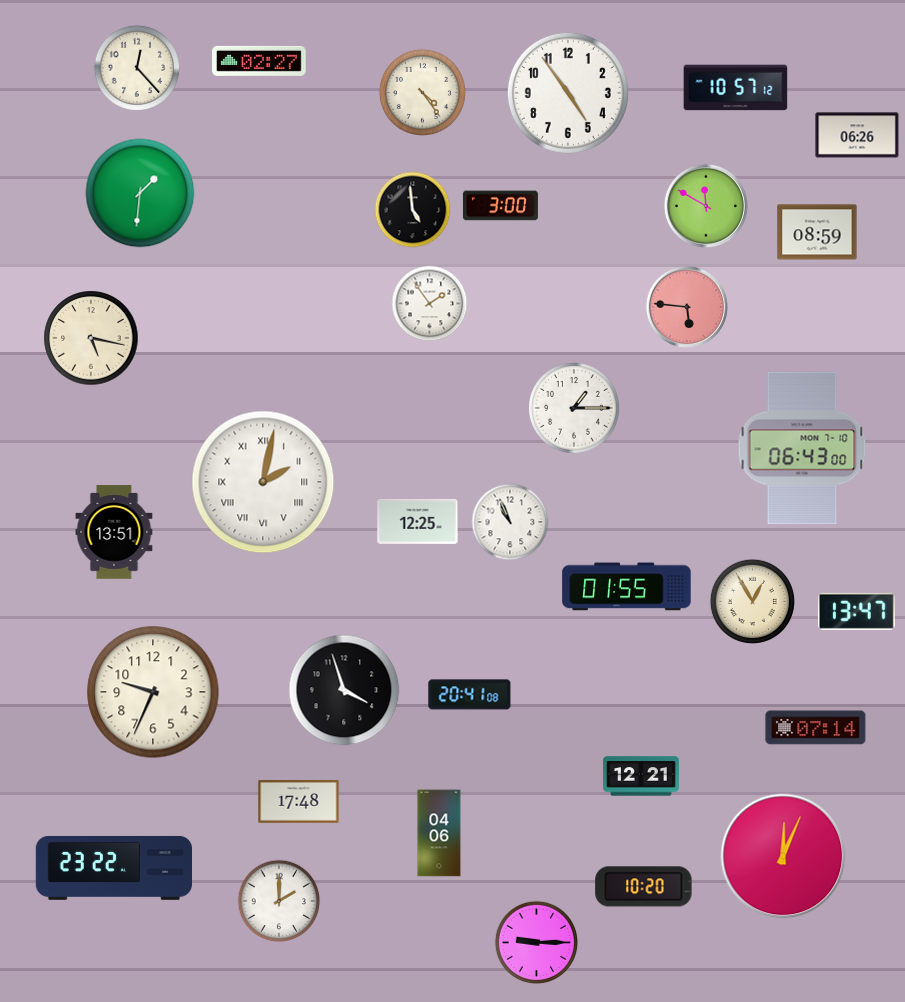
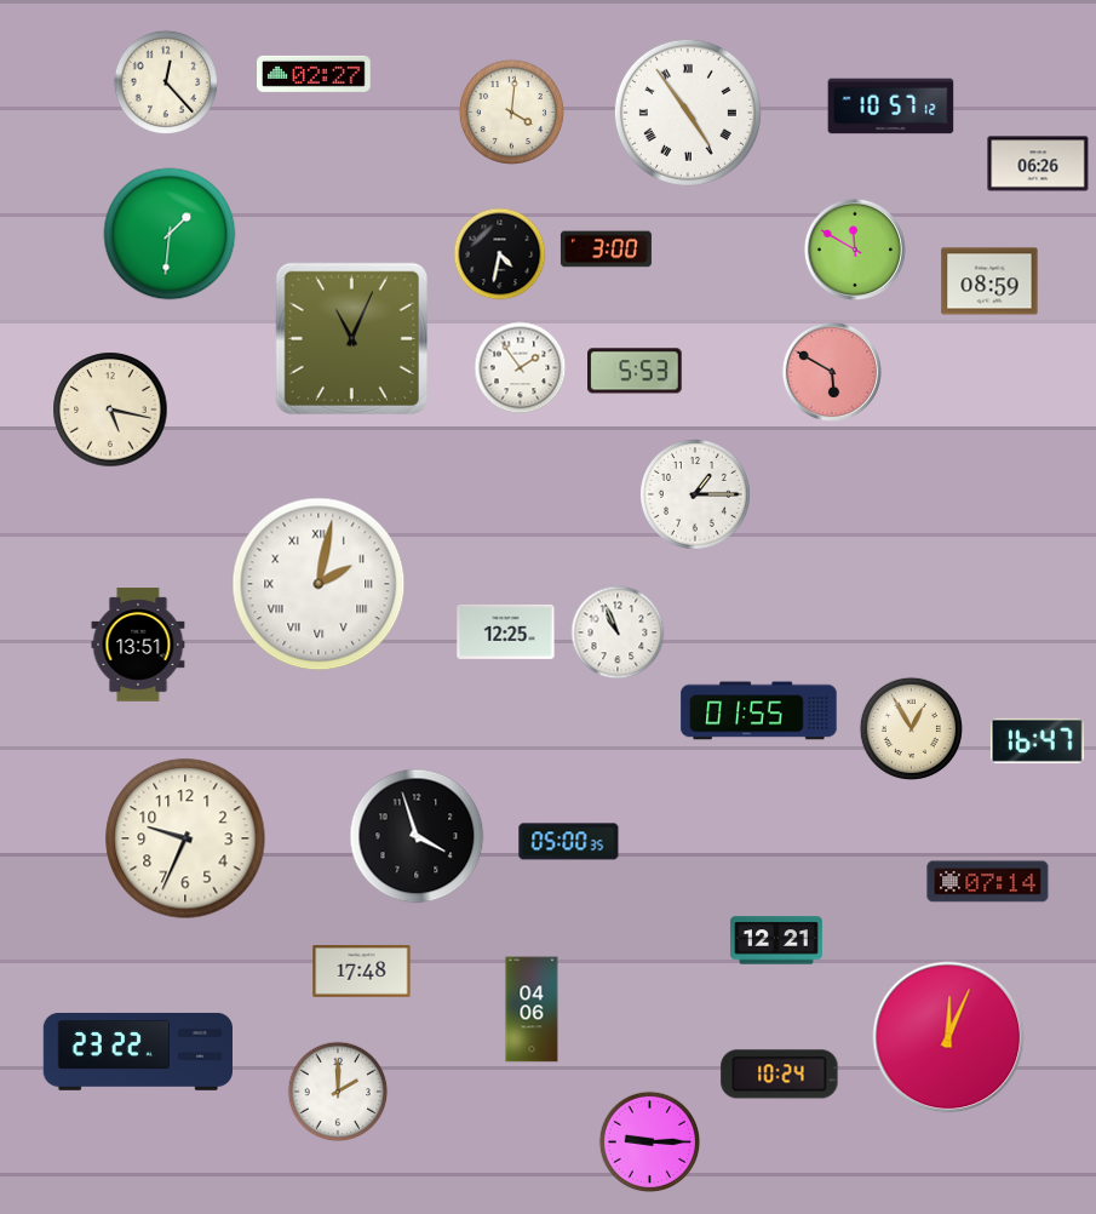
clock at (422, 92): 4:24 -> 4:01
clock at (568, 93) numerals: Arabic -> Roman
clock at (413, 210): 4:59 -> 4:32
clock at (351, 338): none -> 11:04
clock at (635, 371): none -> 5:53
clock at (687, 307): 5:46 -> 5:50
clock at (802, 448): 06:43 -> none
clock at (856, 611): 13:47 -> 16:47
clock at (470, 695): 20:41 -> 05:00
clock at (644, 887): 10:20 -> 10:24
